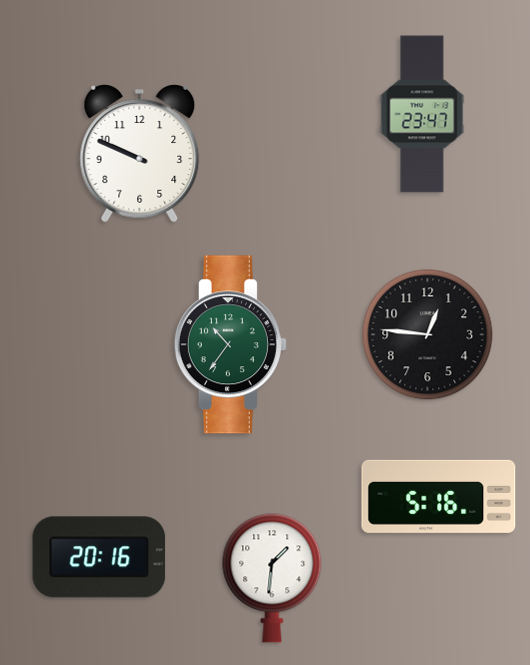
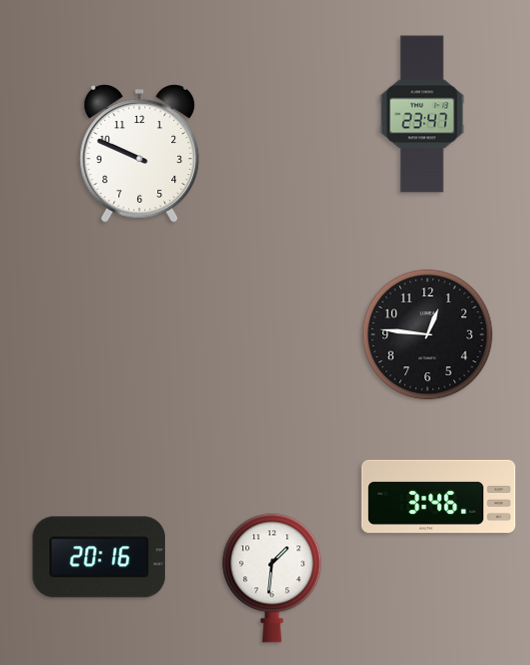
clock at (230, 345): 10:36 -> none
clock at (439, 496): 5:16 -> 3:46
